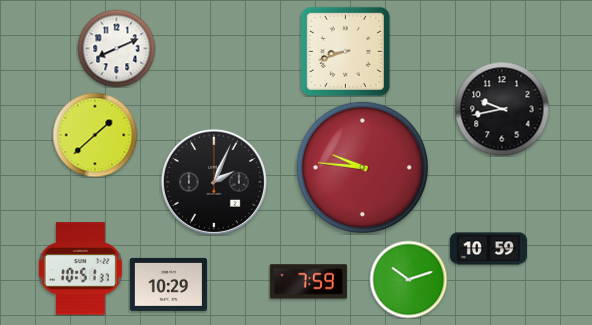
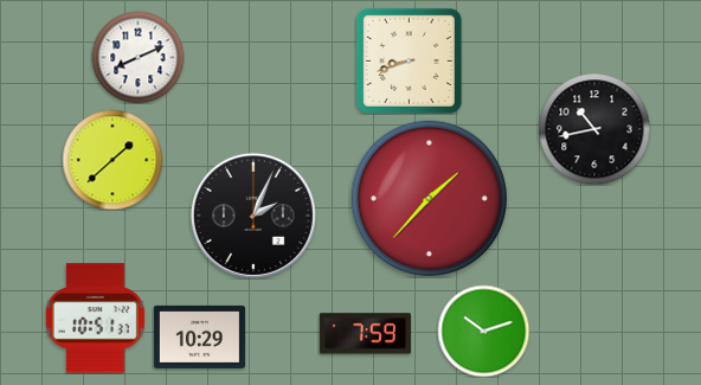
clock at (502, 109): 9:43 -> 10:43
clock at (362, 167): 9:46 -> 1:37
clock at (488, 249): 10:59 -> none
